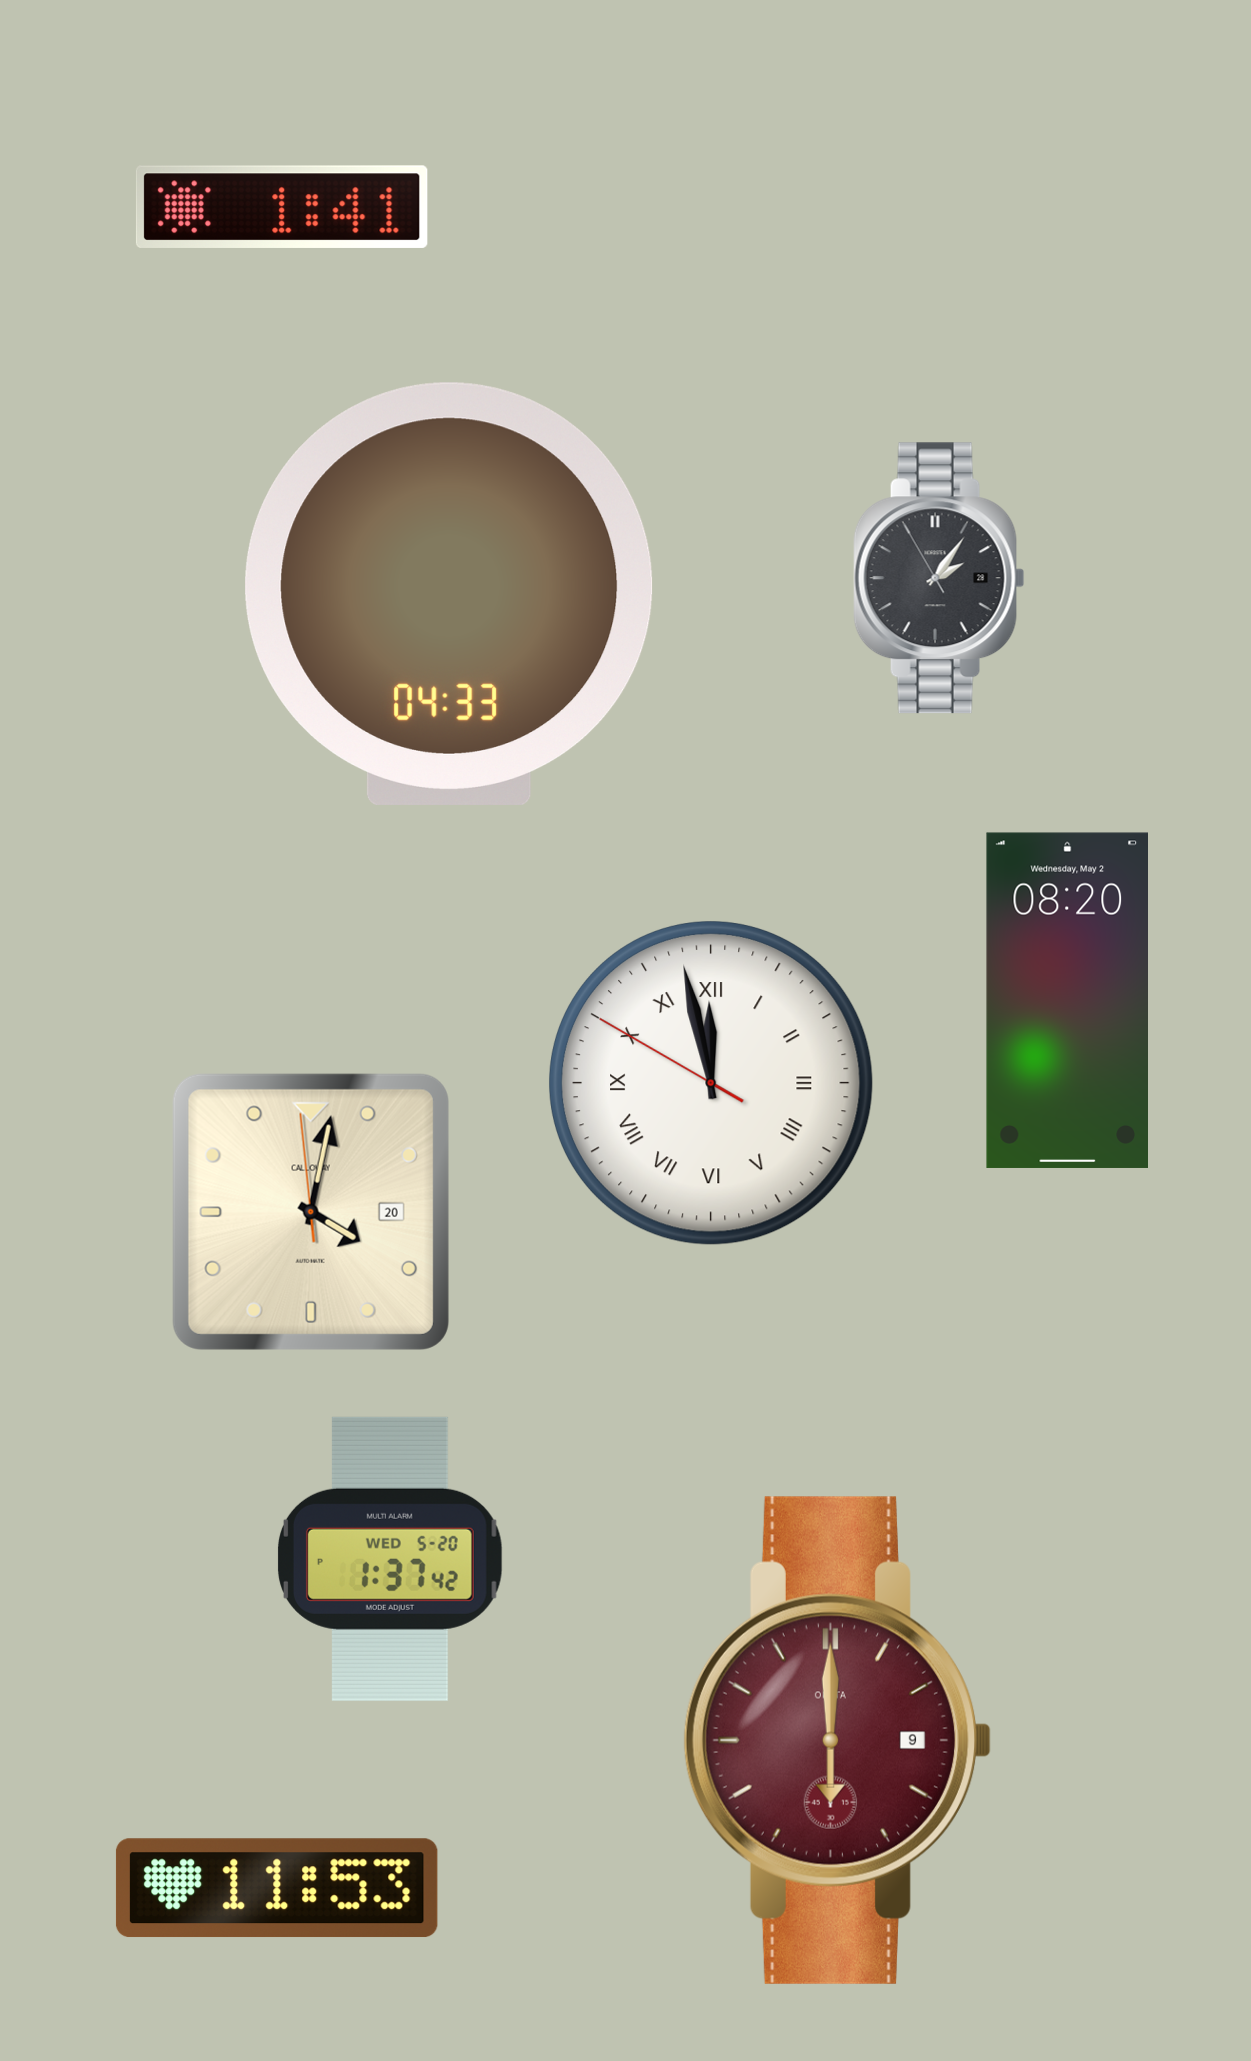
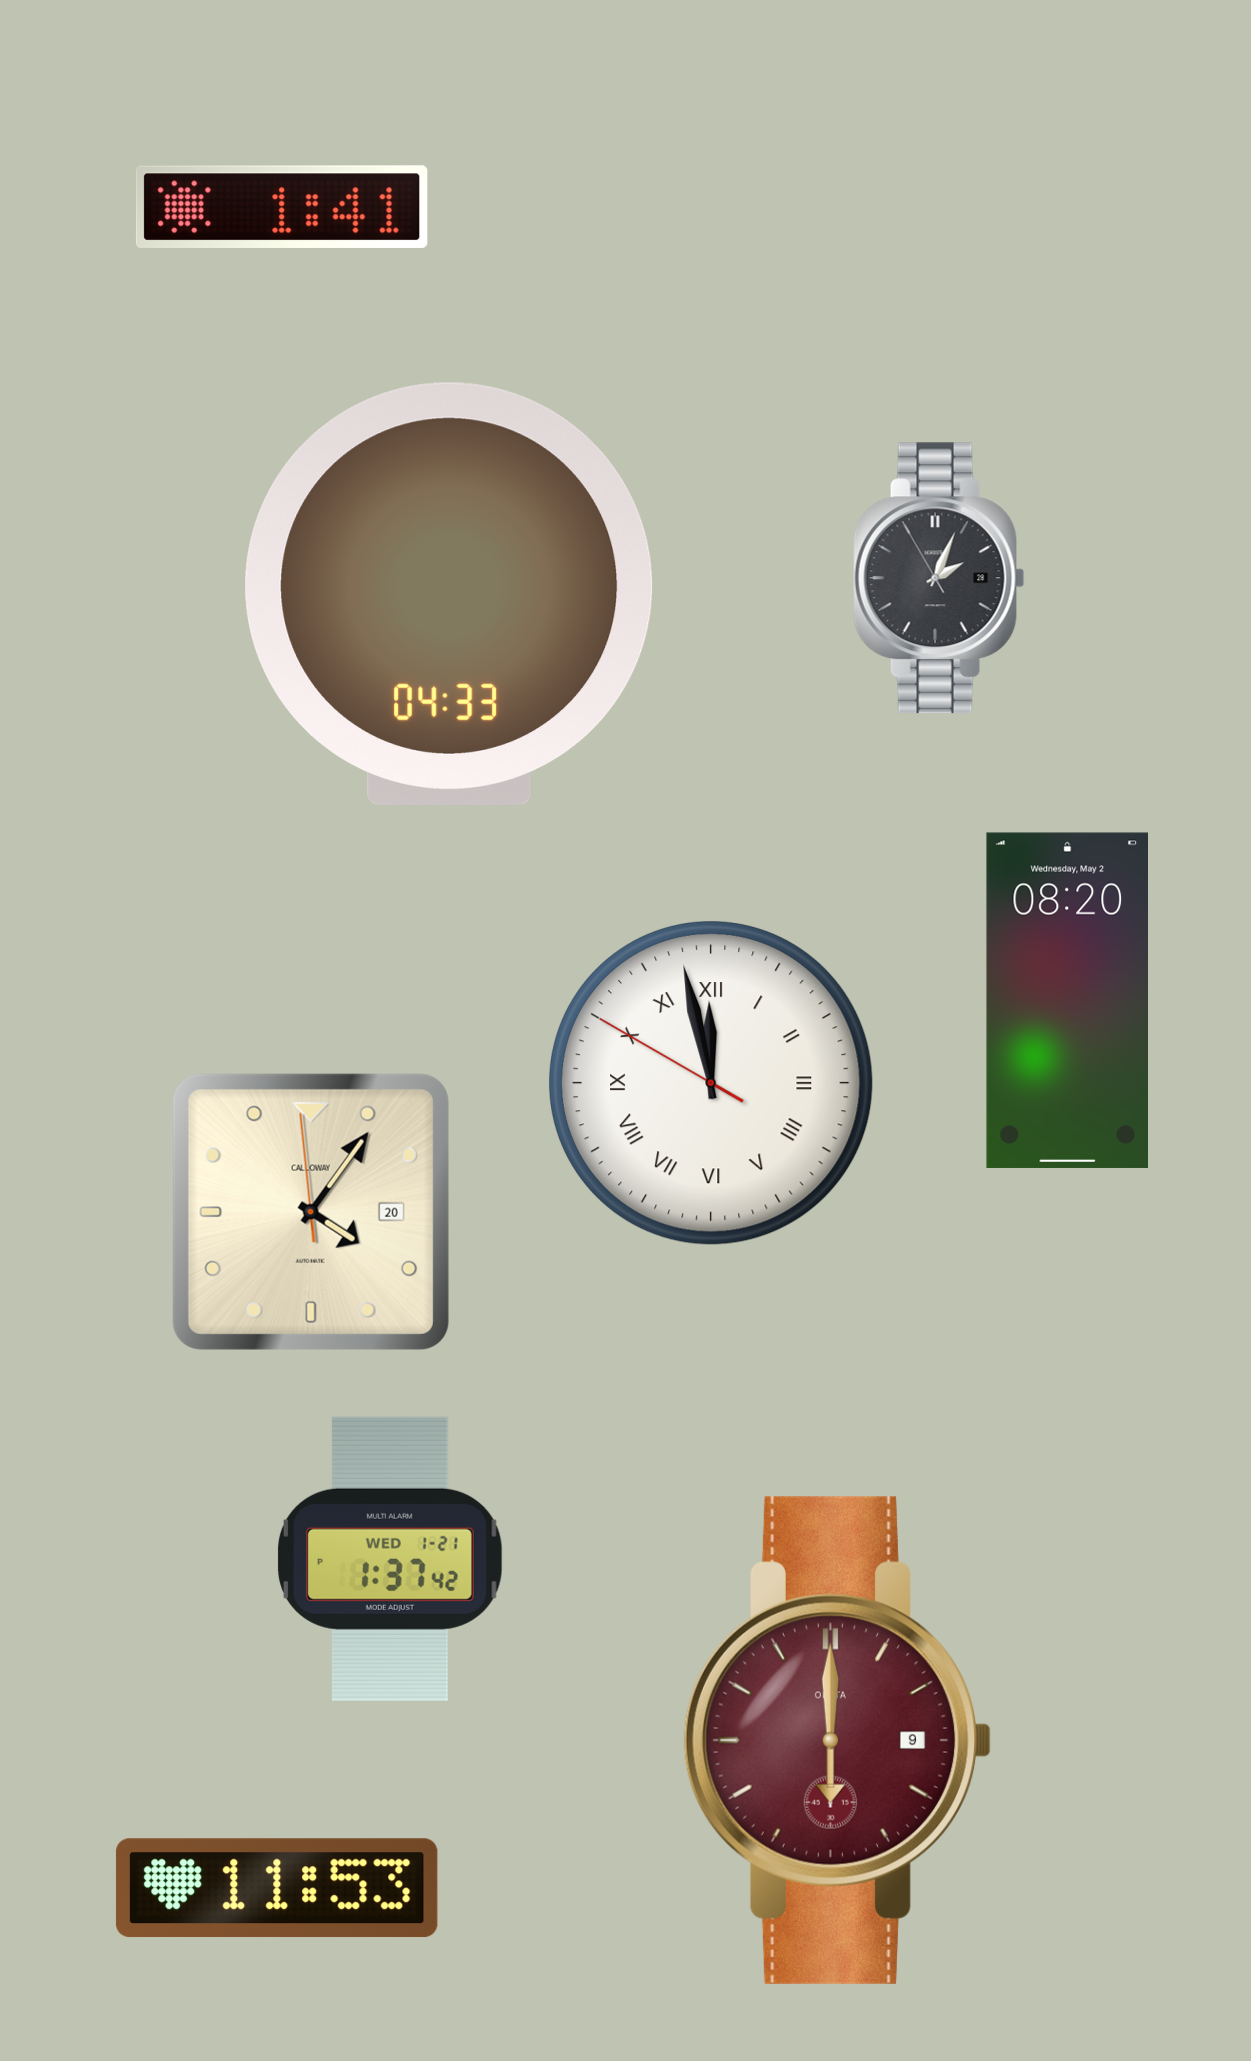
clock at (939, 578): 2:05 -> 2:03
clock at (311, 1212): 4:01 -> 4:05
clock at (390, 1559) date: WED 5-20 -> WED 1-21
